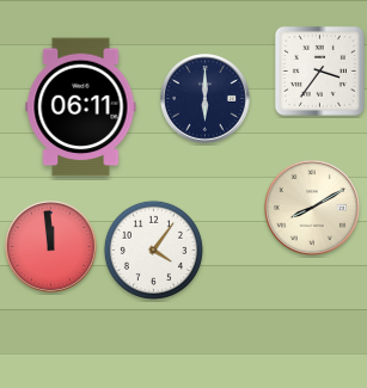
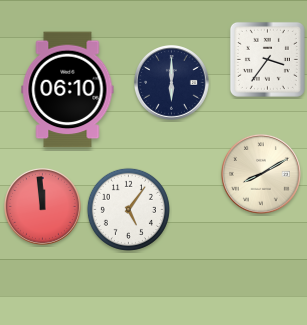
clock at (81, 107): 06:11 -> 06:10
clock at (153, 250): 4:06 -> 5:06
